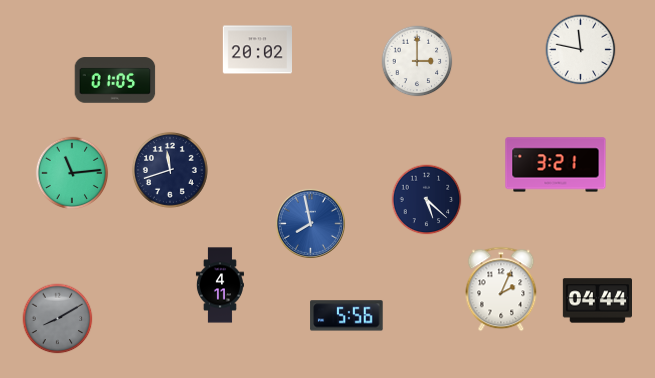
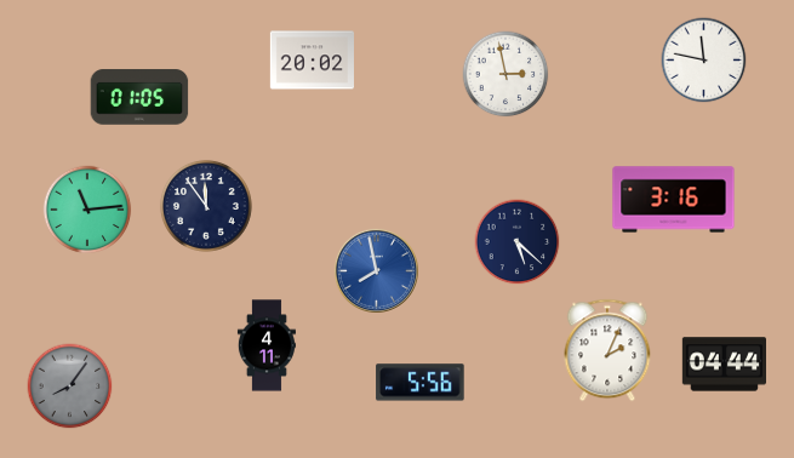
clock at (417, 61): 3:00 -> 2:58
clock at (556, 165): 3:21 -> 3:16
clock at (170, 170): 11:42 -> 11:54
clock at (58, 319): 8:10 -> 8:06
